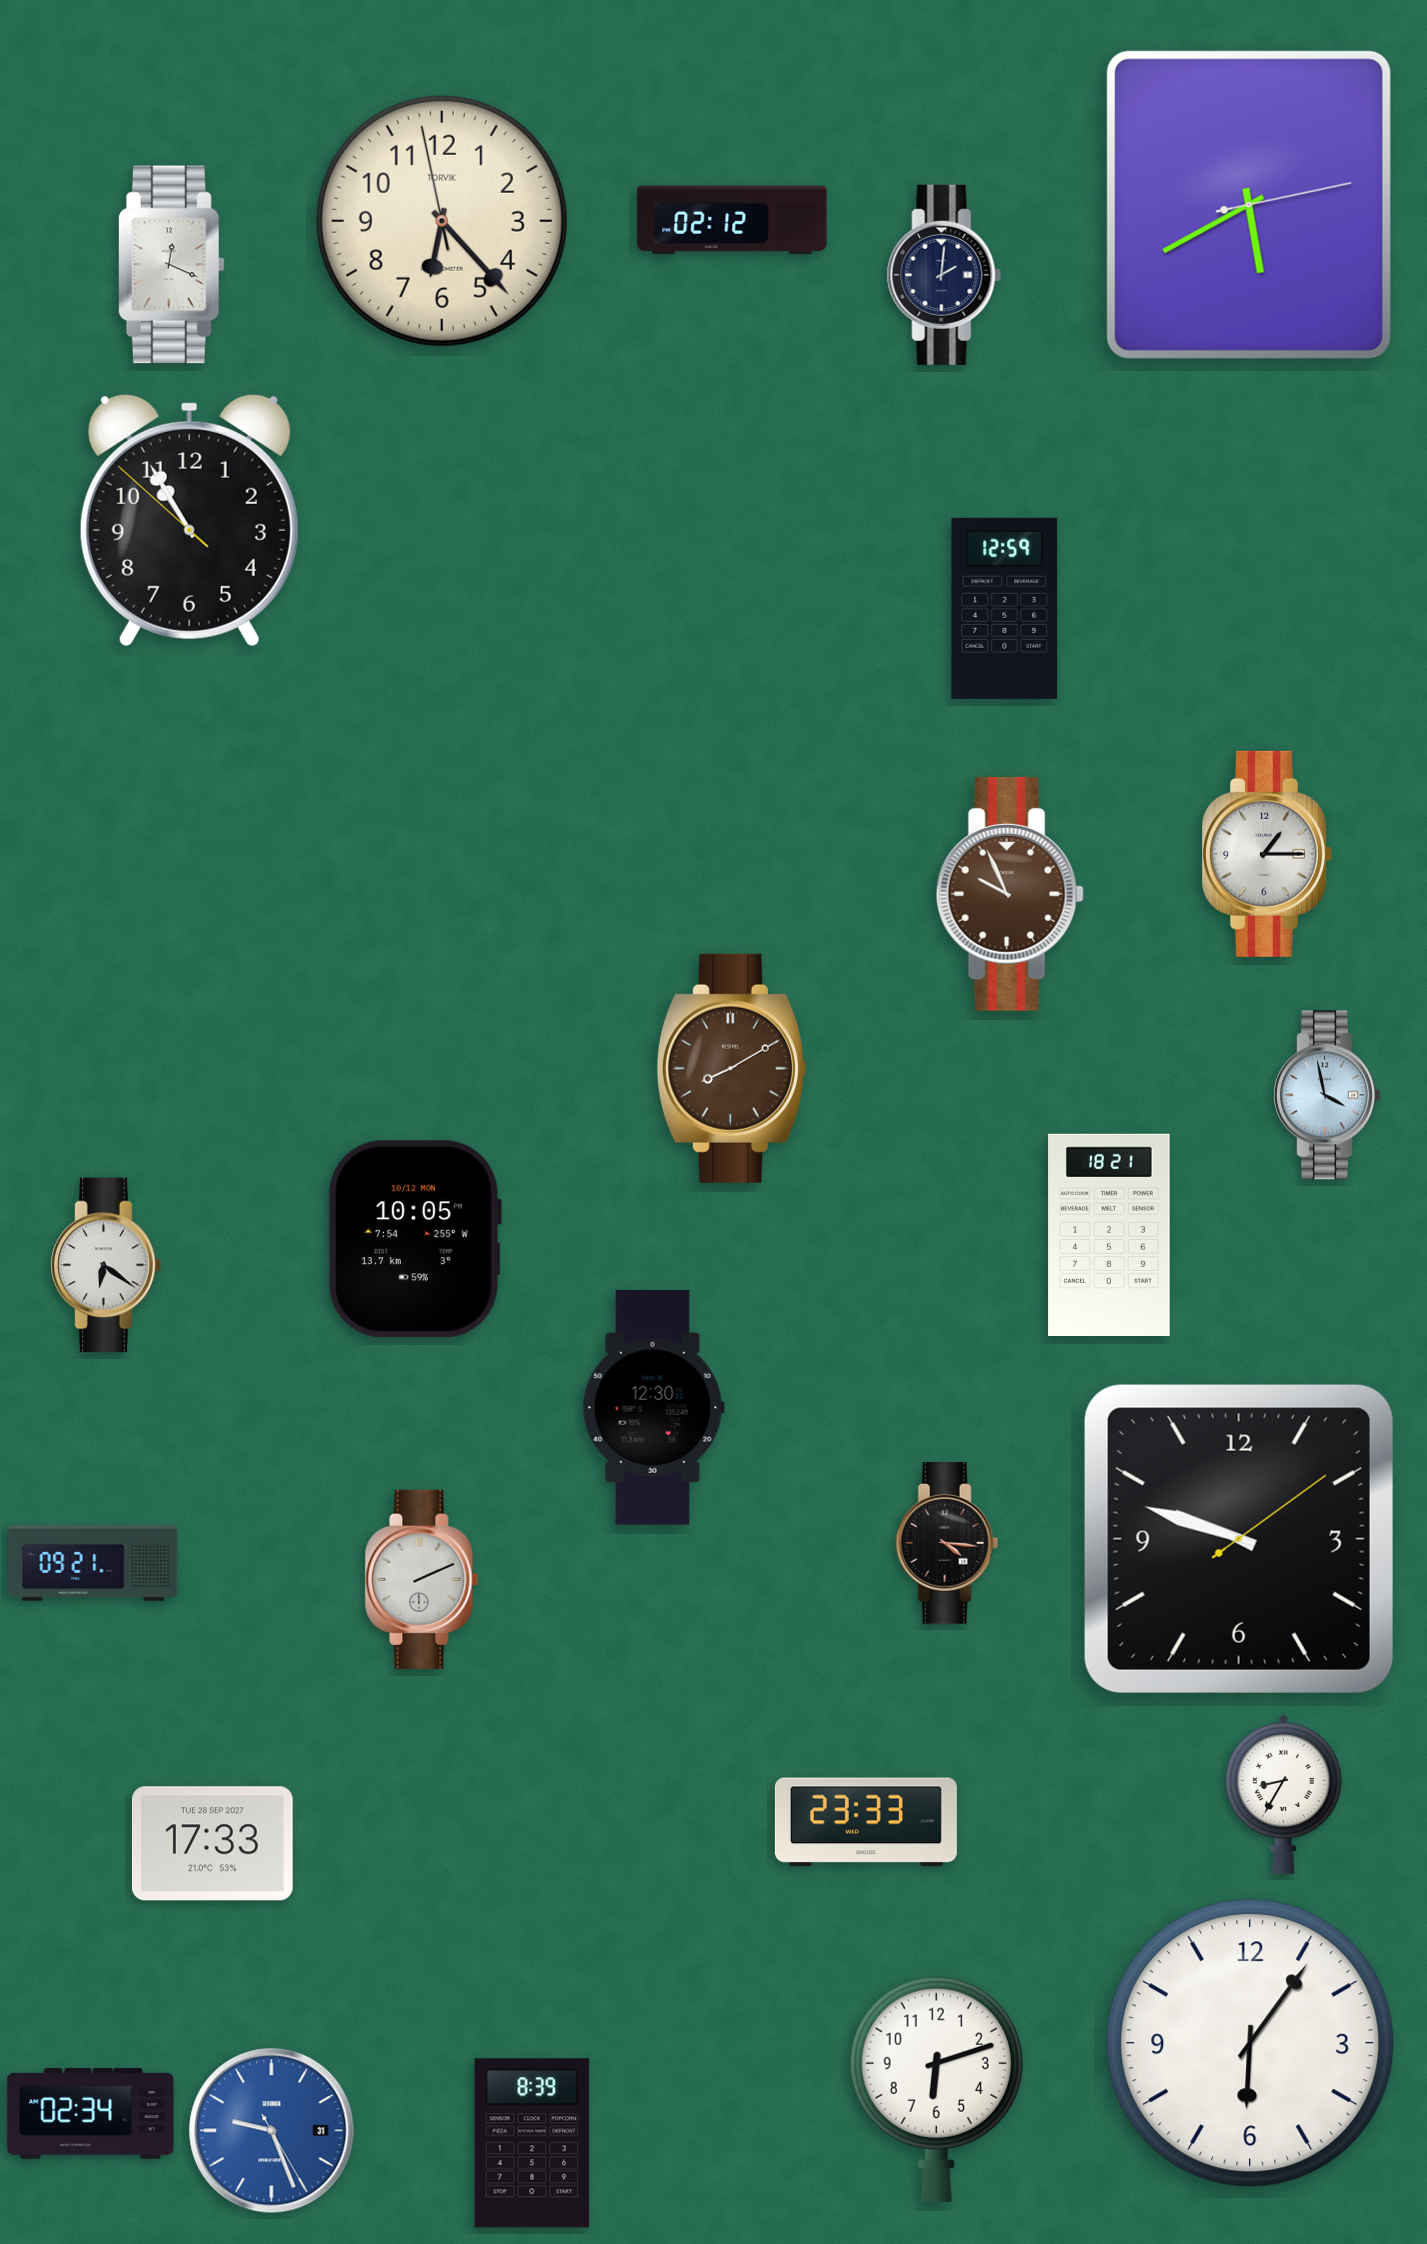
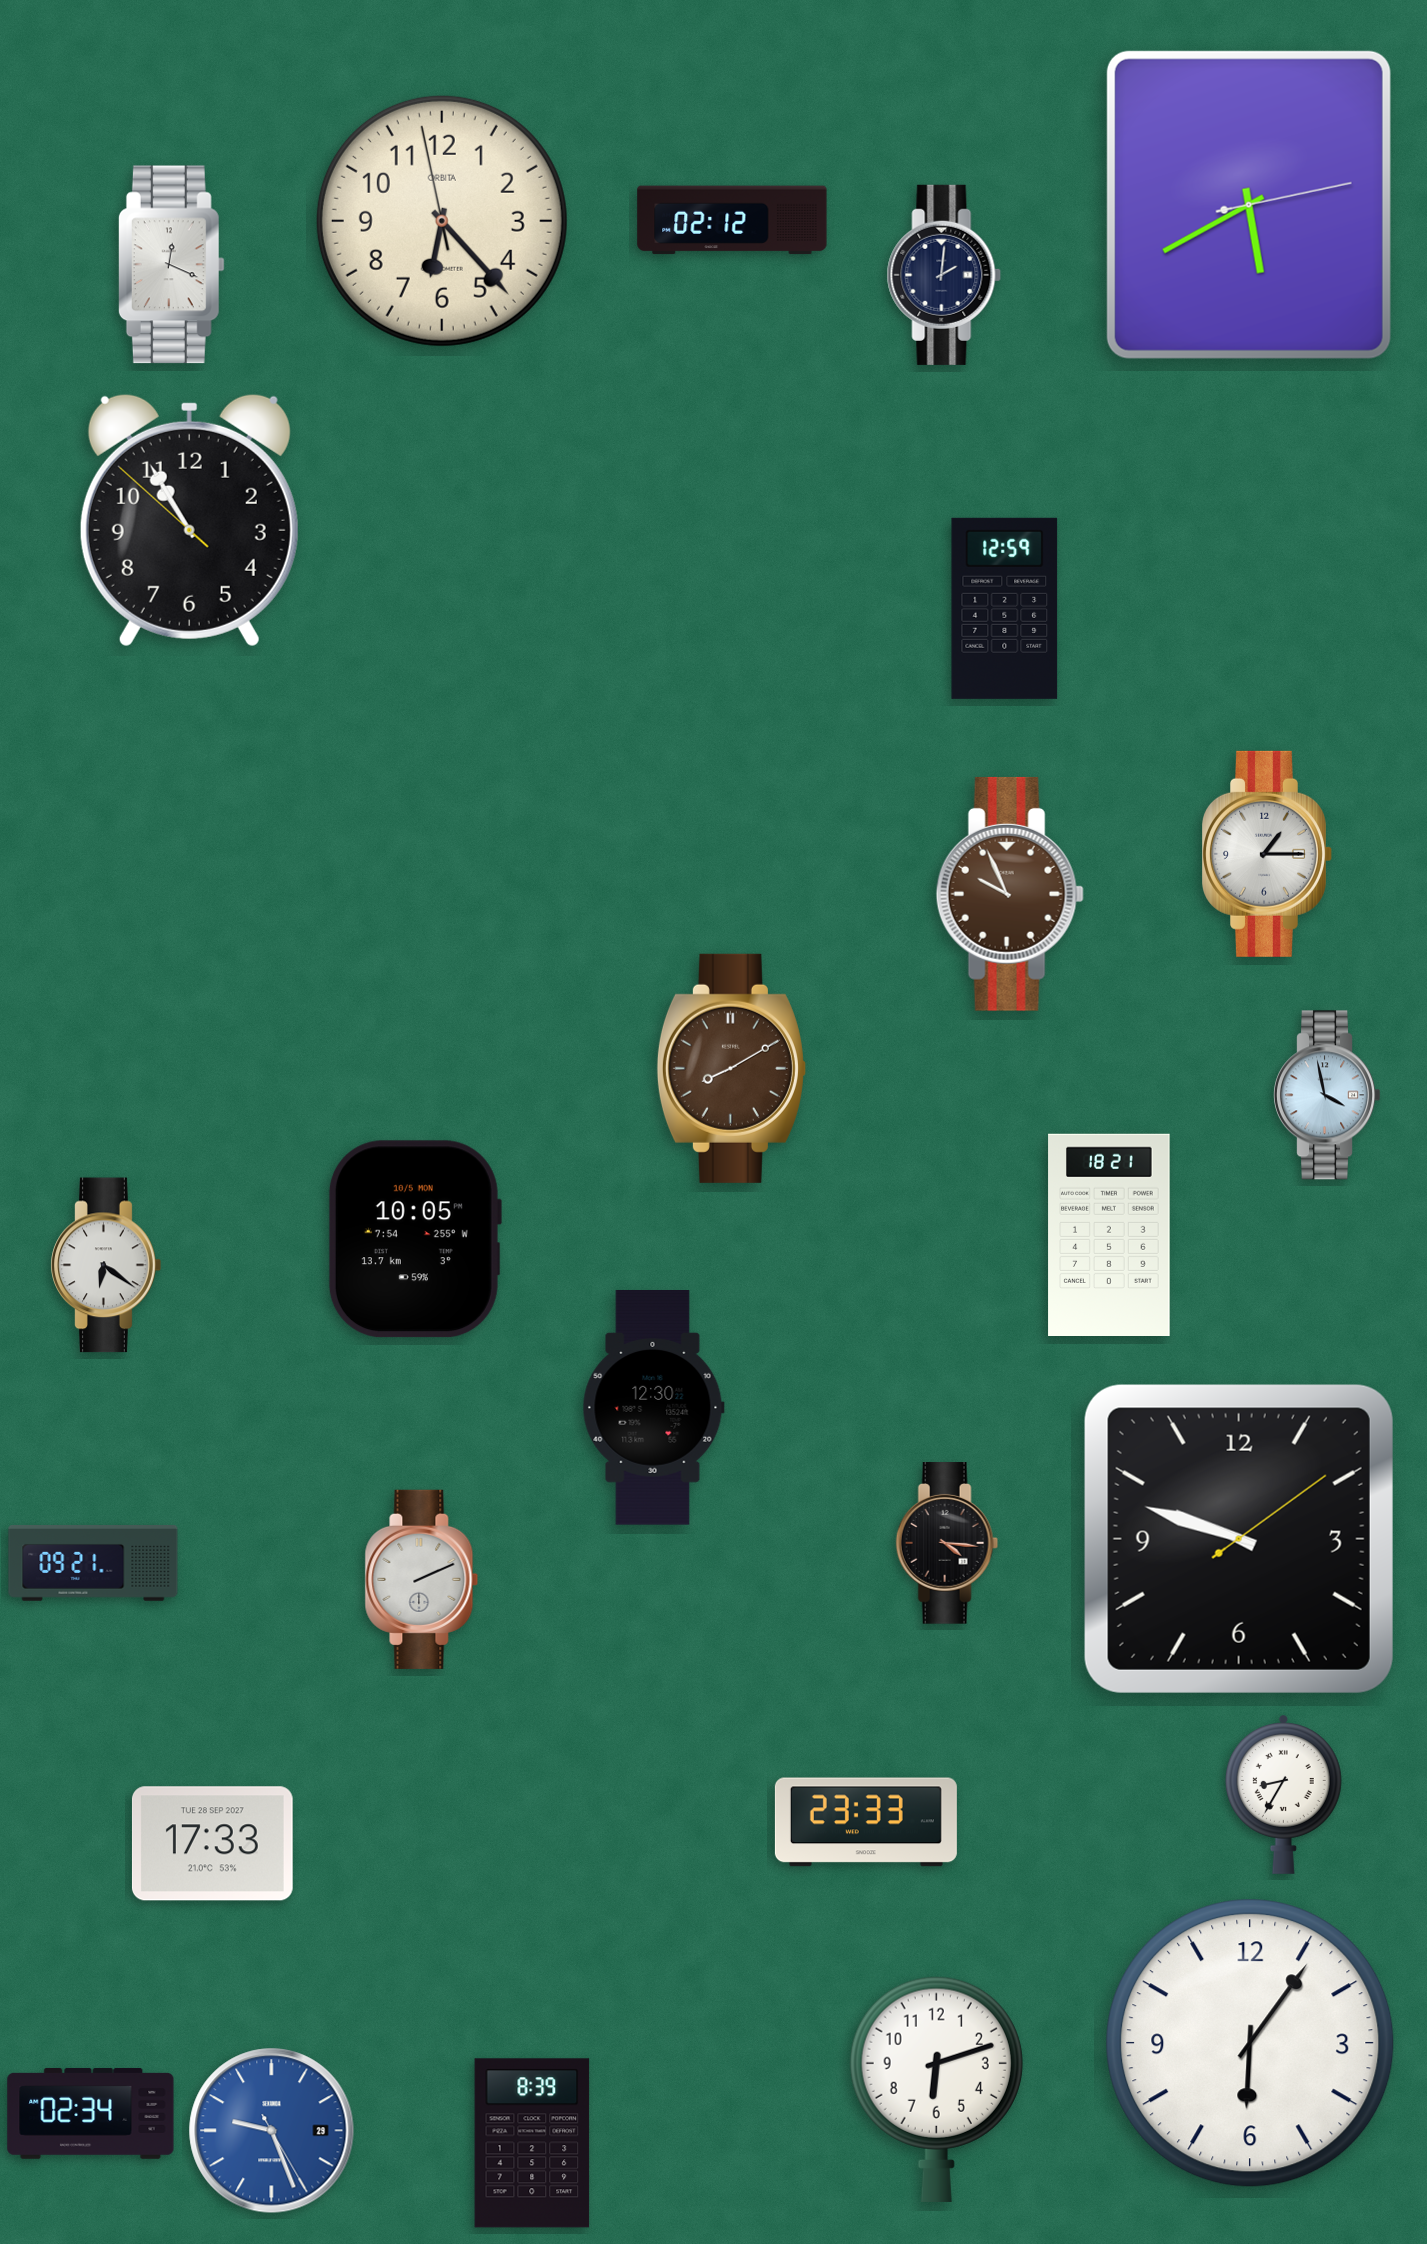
clock at (442, 221) brand: TORVIK -> ORBITA
clock at (414, 1239) date: 10/12 MON -> 10/5 MON
clock at (272, 2131) date: 31 -> 29
